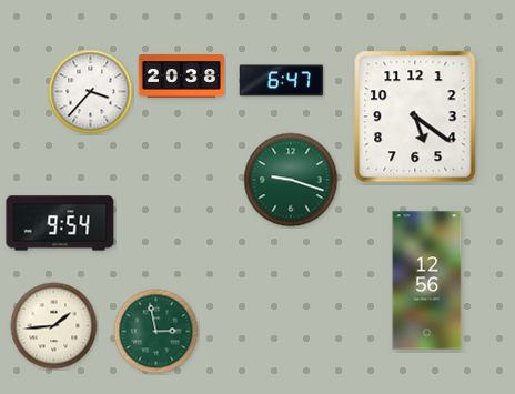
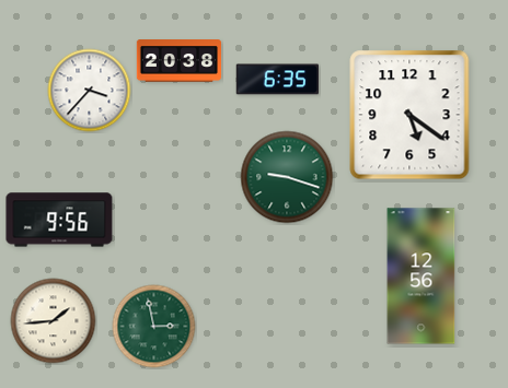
clock at (181, 77) position: (181, 77) -> (178, 61)
clock at (282, 81): 6:47 -> 6:35
clock at (60, 223): 9:54 -> 9:56
